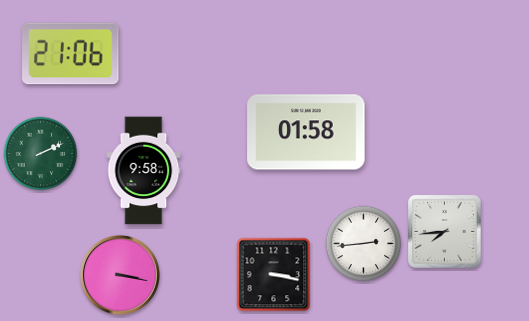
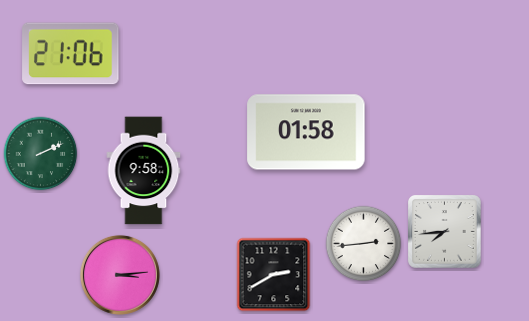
clock at (120, 275): 3:17 -> 3:14
clock at (274, 275): 3:17 -> 2:40
